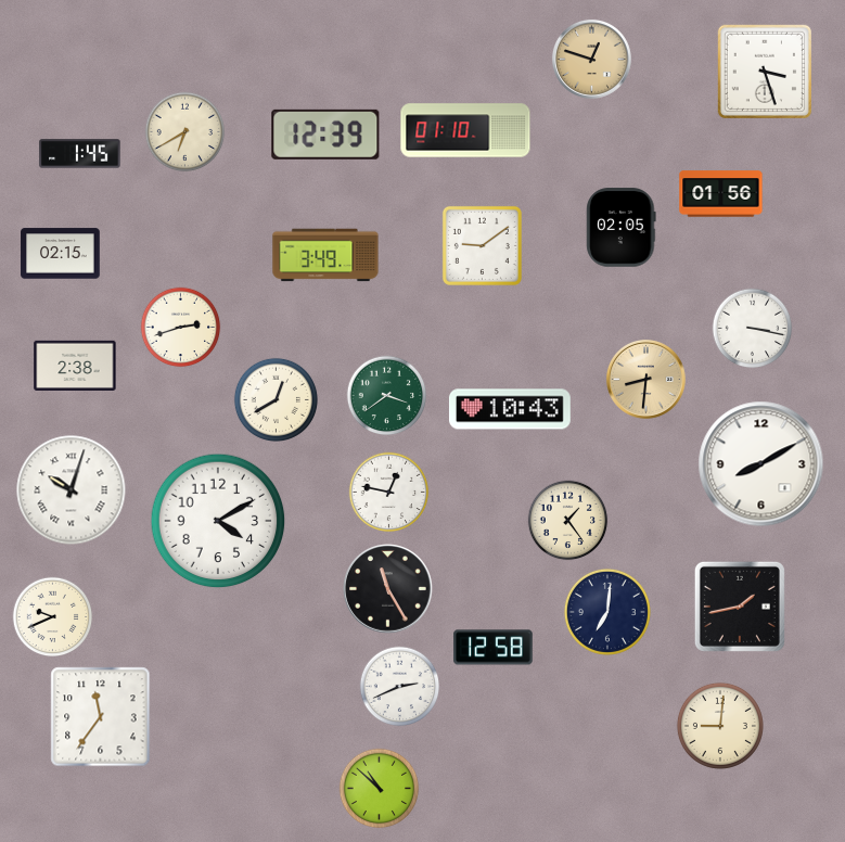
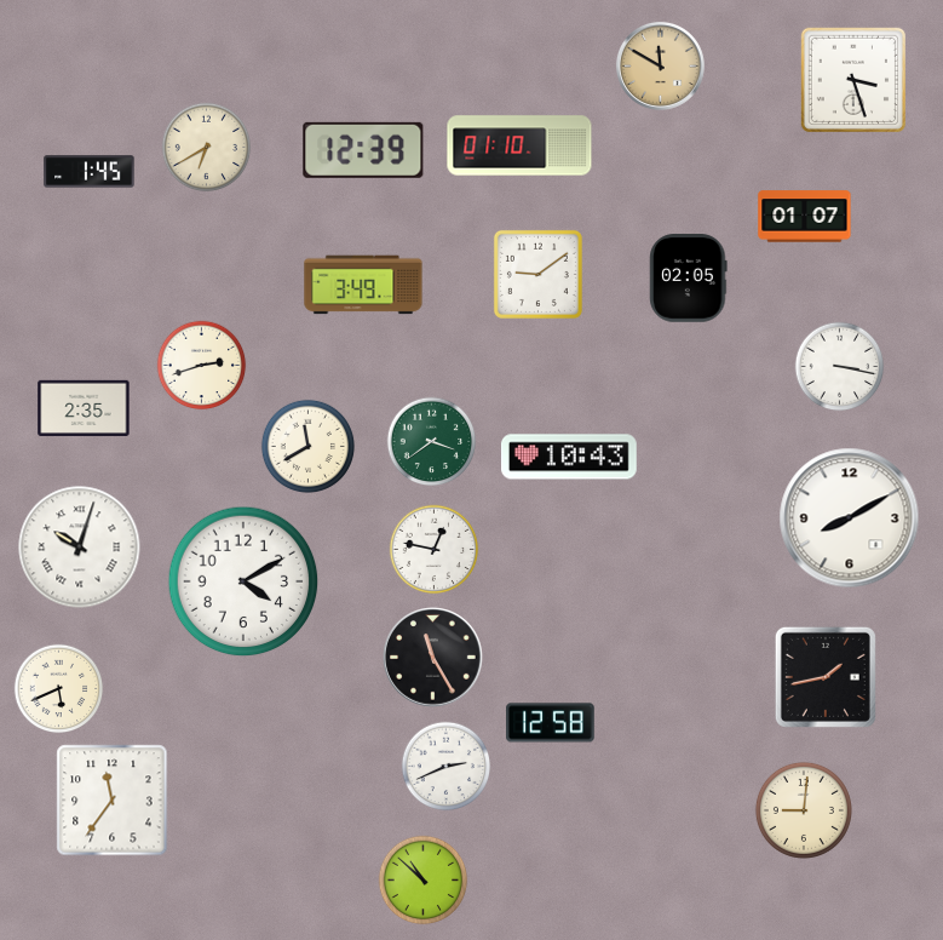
clock at (591, 59): 12:48 -> 11:50
clock at (721, 194): 01:56 -> 01:07
clock at (622, 228) position: (622, 228) -> (689, 279)
clock at (61, 254): 02:15 -> none
clock at (75, 366): 2:38 -> 2:35
clock at (645, 379): 8:31 -> none
clock at (276, 399): 12:40 -> 11:40
clock at (568, 521): 1:24 -> none
clock at (607, 612): 7:01 -> none
clock at (53, 617): 9:41 -> 5:41
